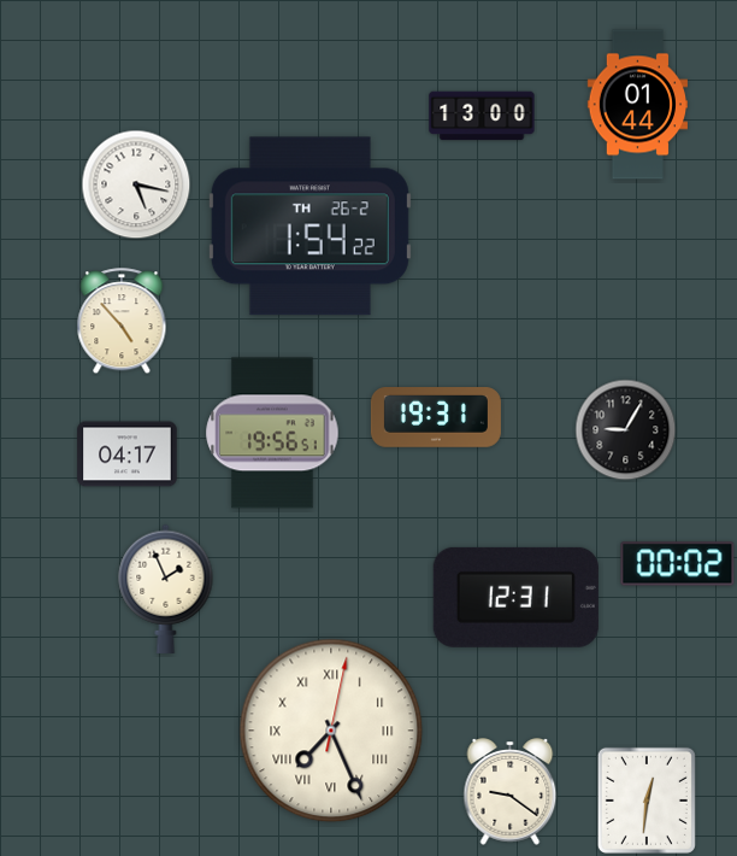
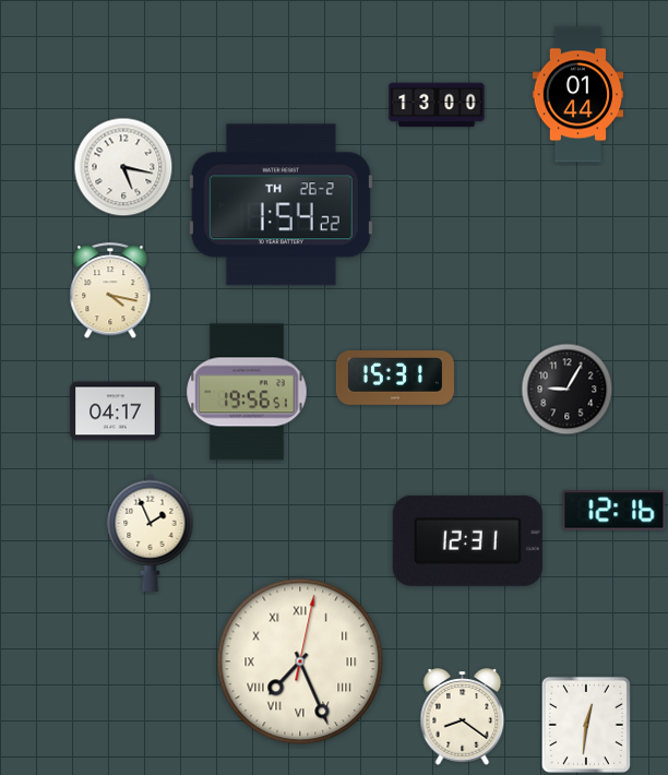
clock at (122, 322): 4:53 -> 4:17
clock at (436, 418): 19:31 -> 15:31
clock at (678, 564): 00:02 -> 12:16
clock at (511, 792): 9:21 -> 8:21
